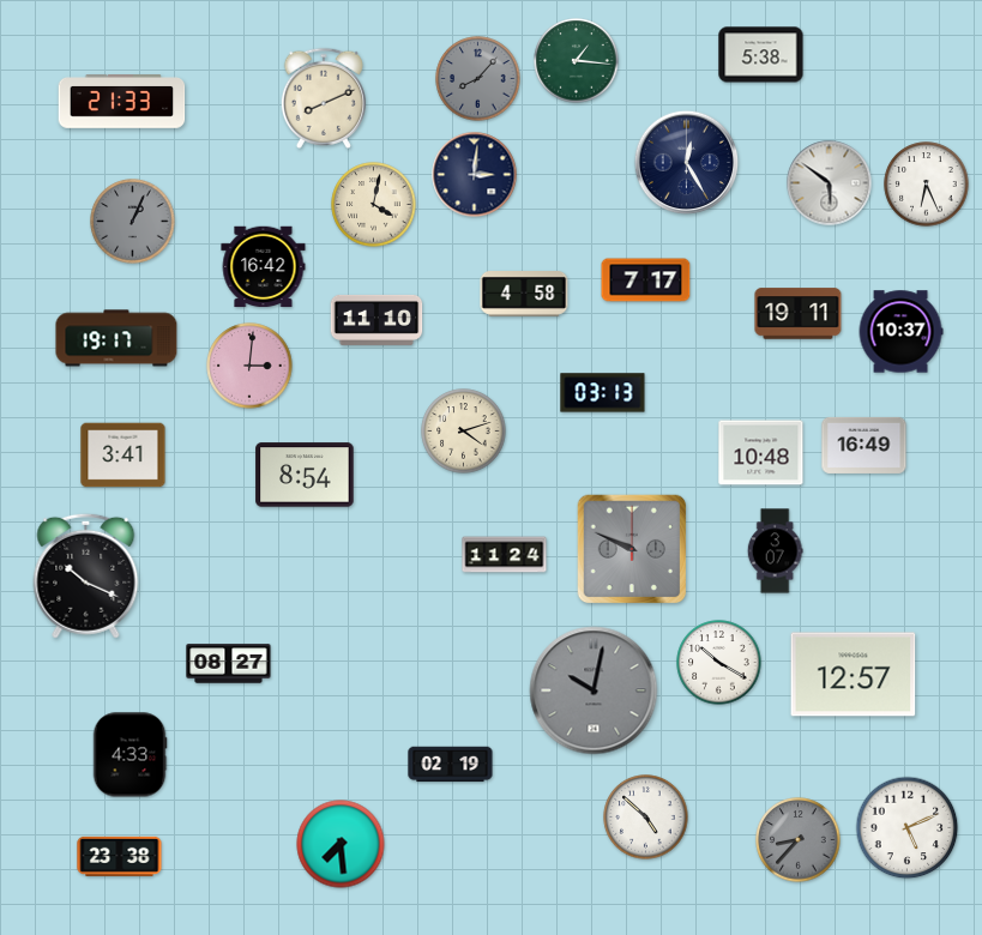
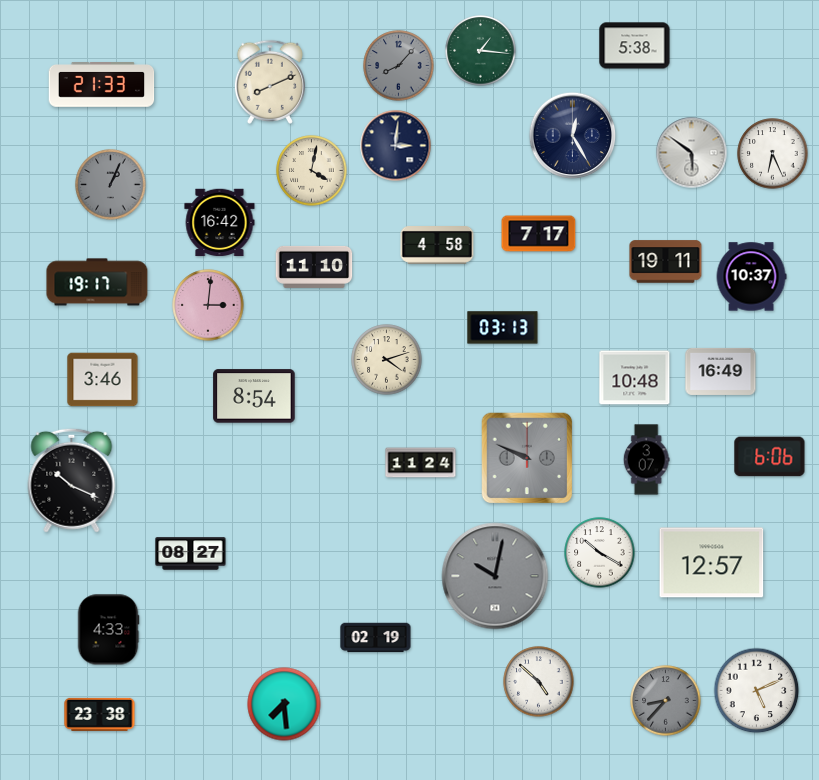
clock at (123, 456): 3:41 -> 3:46
clock at (770, 457): none -> 6:06
